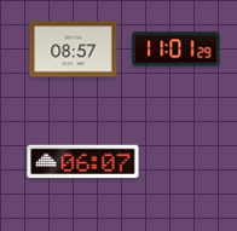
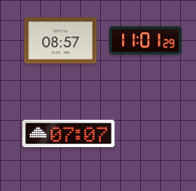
clock at (83, 162): 06:07 -> 07:07
